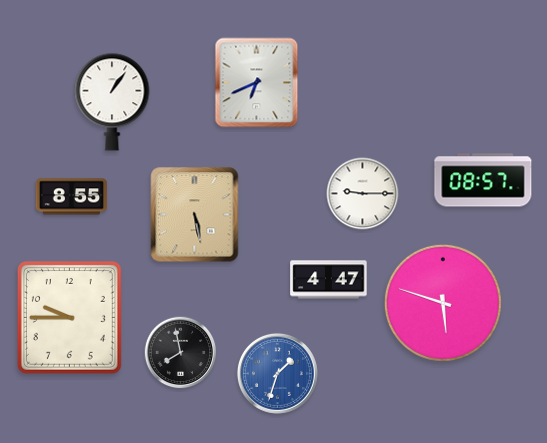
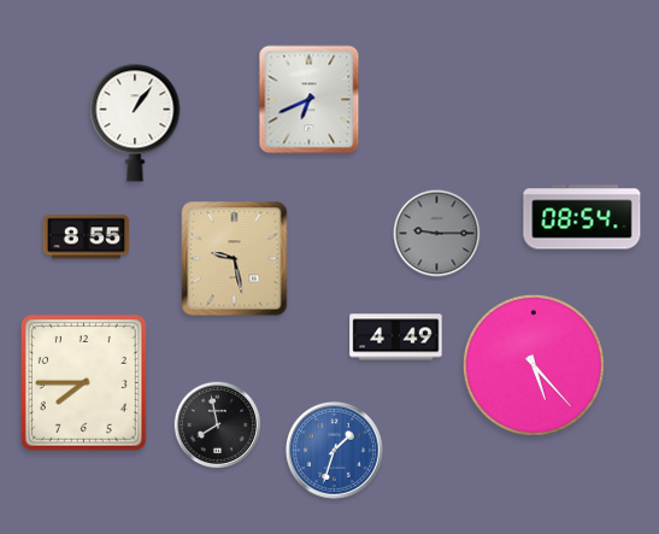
clock at (483, 180): 08:57 -> 08:54
clock at (363, 194) dial: white -> grey
clock at (195, 215): 5:28 -> 9:28
clock at (329, 280): 4:47 -> 4:49
clock at (443, 303): 5:48 -> 5:23
clock at (69, 317): 9:45 -> 7:45
